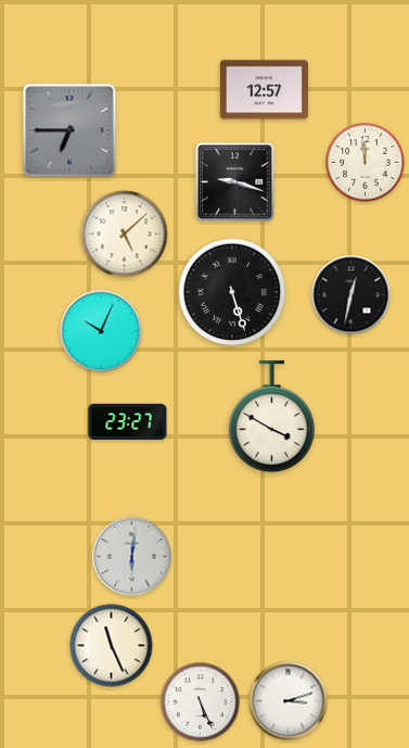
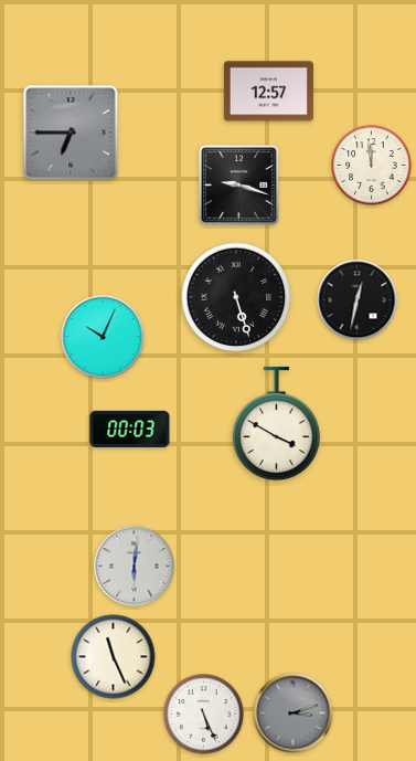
clock at (125, 234): 5:08 -> none
clock at (128, 421): 23:27 -> 00:03
clock at (289, 701) dial: white -> grey
